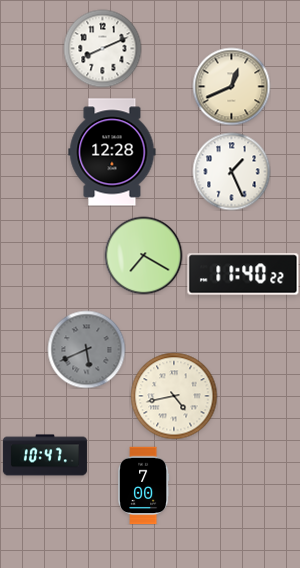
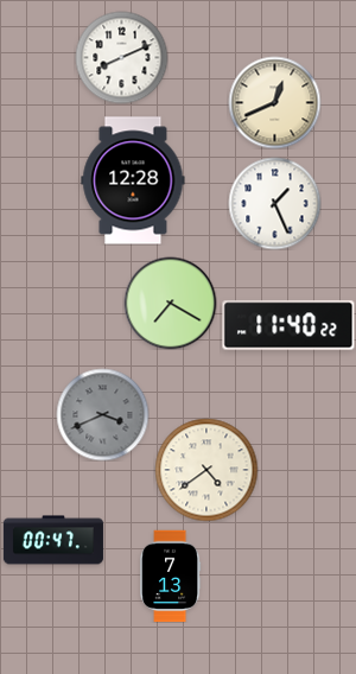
clock at (86, 349): 5:41 -> 3:41
clock at (174, 396): 4:43 -> 4:39
clock at (45, 455): 10:47 -> 00:47
clock at (144, 485): 7:00 -> 7:13
